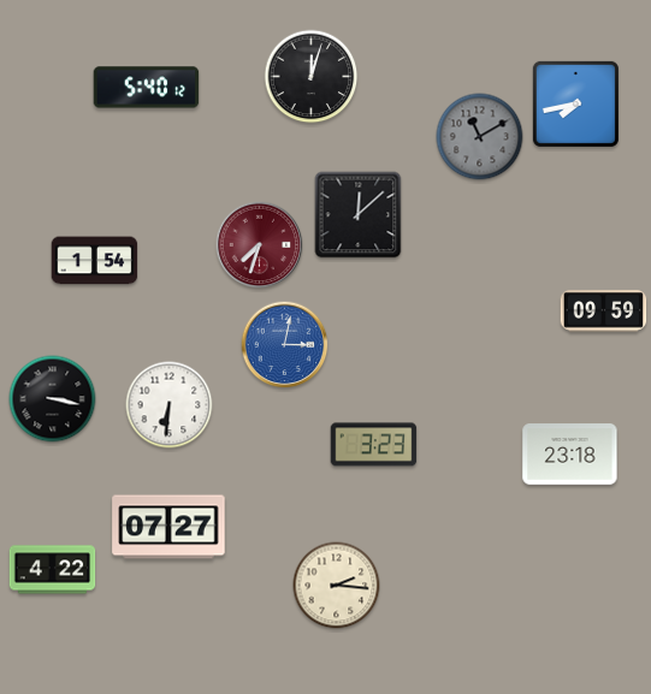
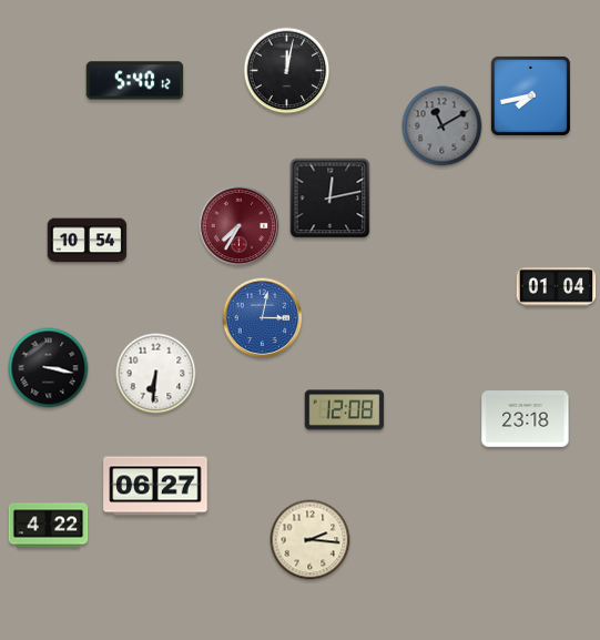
clock at (312, 77): 12:03 -> 12:02
clock at (359, 215): 12:08 -> 12:13
clock at (260, 245): 7:33 -> 7:35
clock at (95, 261): 1:54 -> 10:54
clock at (604, 312): 09:59 -> 01:04
clock at (374, 445): 3:23 -> 12:08
clock at (168, 527): 07:27 -> 06:27
